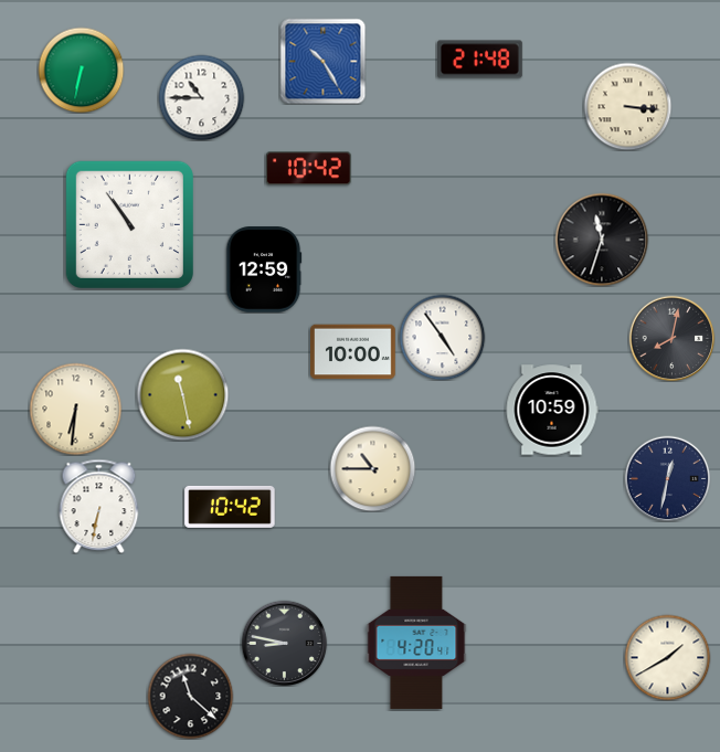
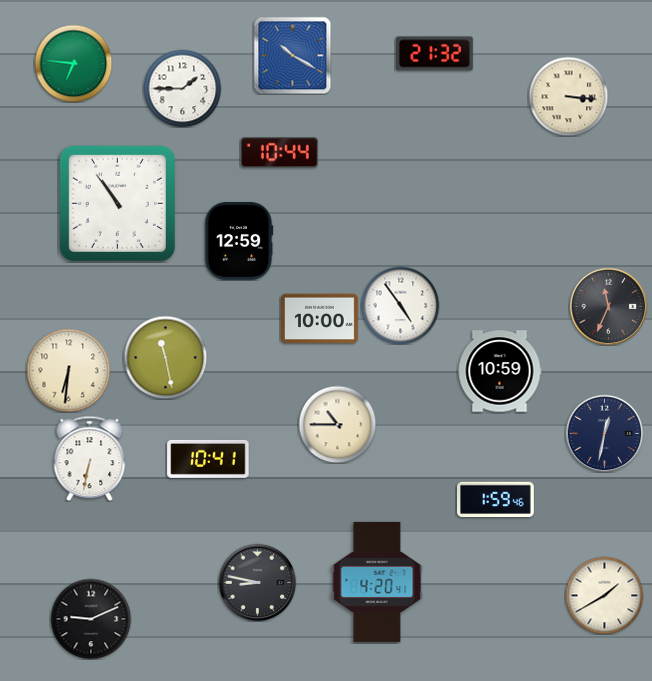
clock at (480, 60): 21:48 -> 21:32
clock at (322, 61): 10:25 -> 10:20
clock at (81, 70): 6:32 -> 6:46
clock at (201, 97): 10:45 -> 1:45
clock at (308, 169): 10:42 -> 10:44
clock at (602, 240): 11:33 -> none
clock at (264, 269) position: (264, 269) -> (239, 241)
clock at (671, 338): 8:02 -> 11:34
clock at (230, 507): 10:42 -> 10:41
clock at (496, 500): none -> 1:59
clock at (91, 619): none -> 9:11
clock at (190, 696): 11:22 -> none
